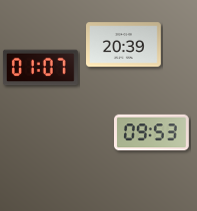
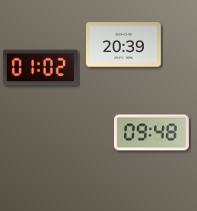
clock at (40, 68): 01:07 -> 01:02
clock at (152, 133): 09:53 -> 09:48
